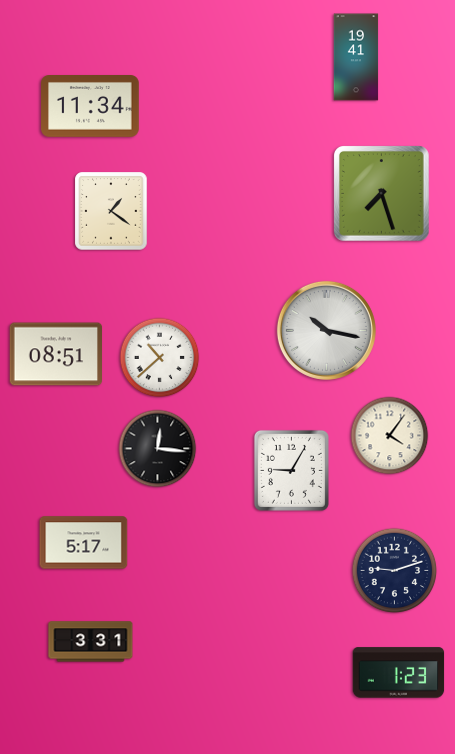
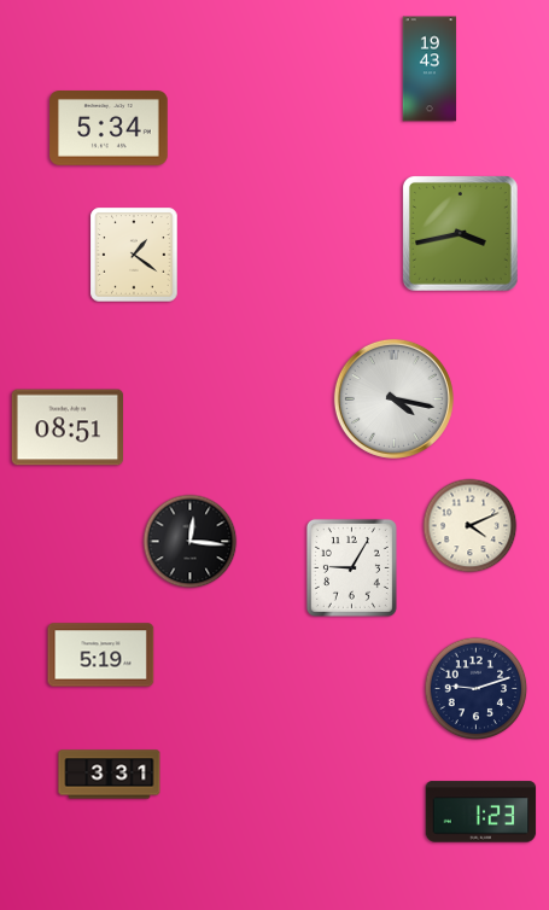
clock at (356, 57): 19:41 -> 19:43
clock at (90, 107): 11:34 -> 5:34
clock at (382, 194): 7:27 -> 3:43
clock at (326, 330): 10:17 -> 4:17
clock at (160, 358): 10:38 -> none
clock at (390, 436): 4:06 -> 4:11
clock at (84, 543): 5:17 -> 5:19
